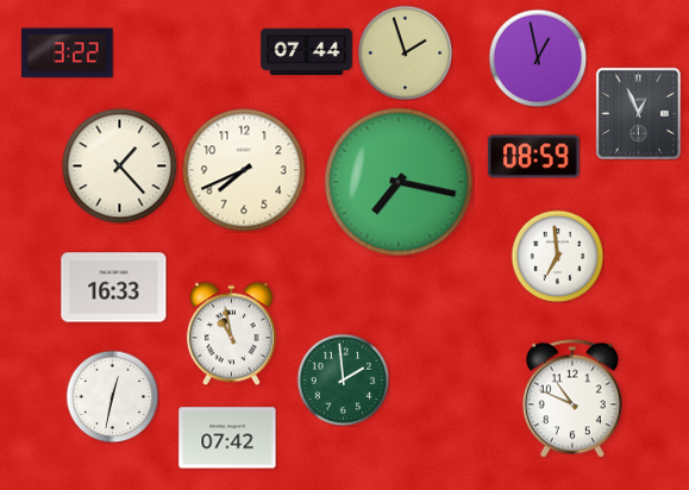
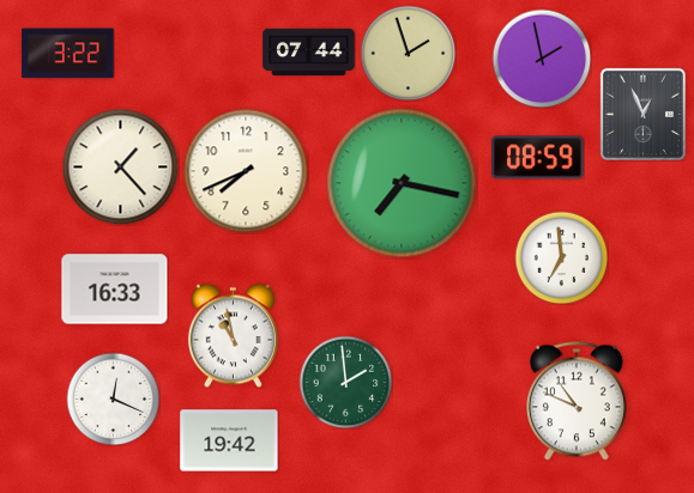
clock at (538, 58): 12:58 -> 1:58
clock at (112, 396): 12:32 -> 12:19
clock at (227, 438): 07:42 -> 19:42
